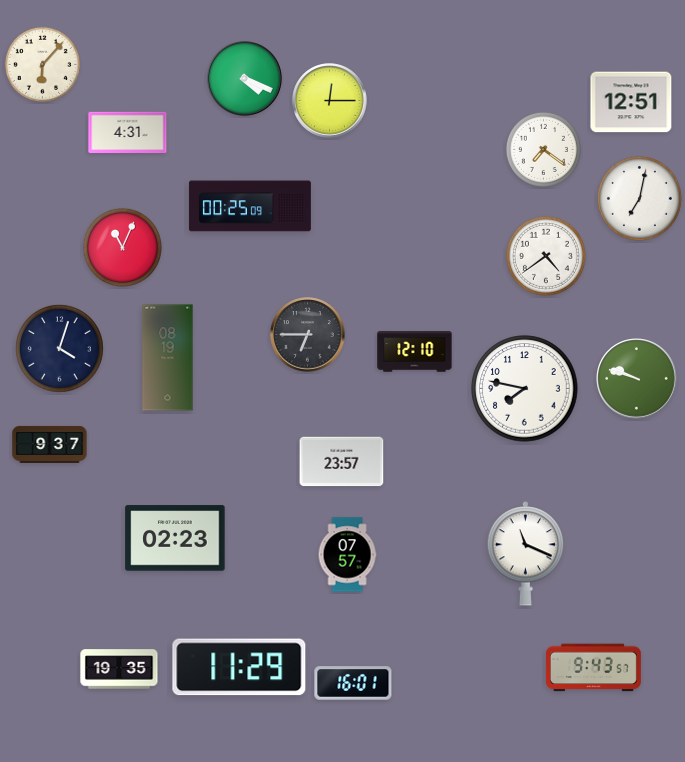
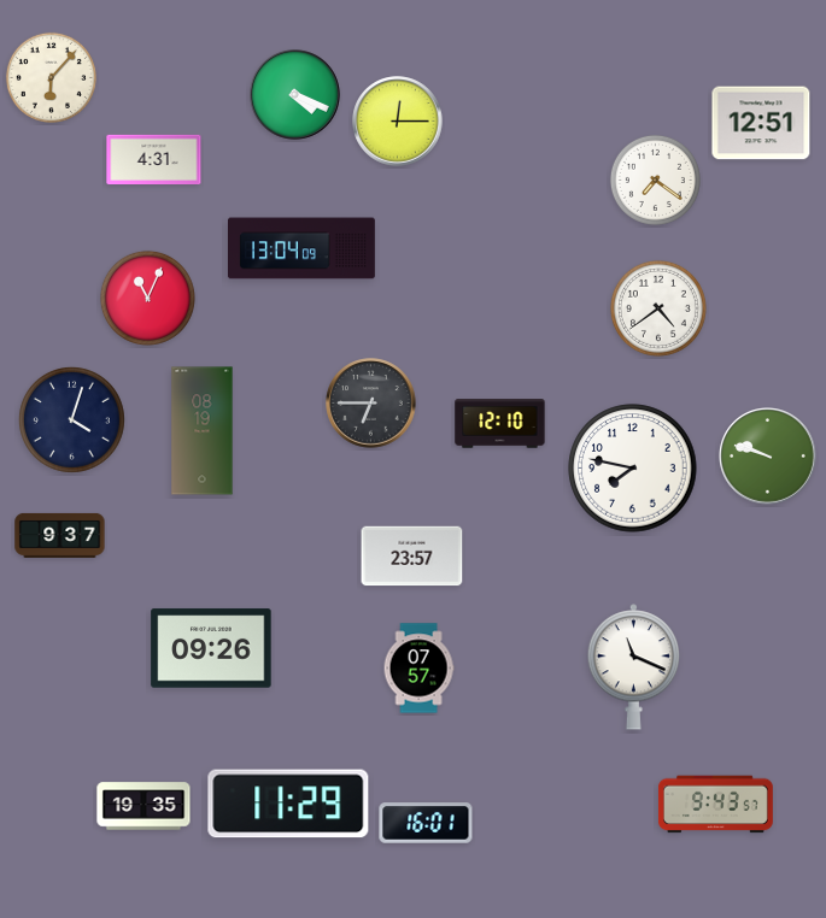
clock at (639, 198): 7:02 -> none
clock at (250, 206): 00:25 -> 13:04
clock at (175, 538): 02:23 -> 09:26
